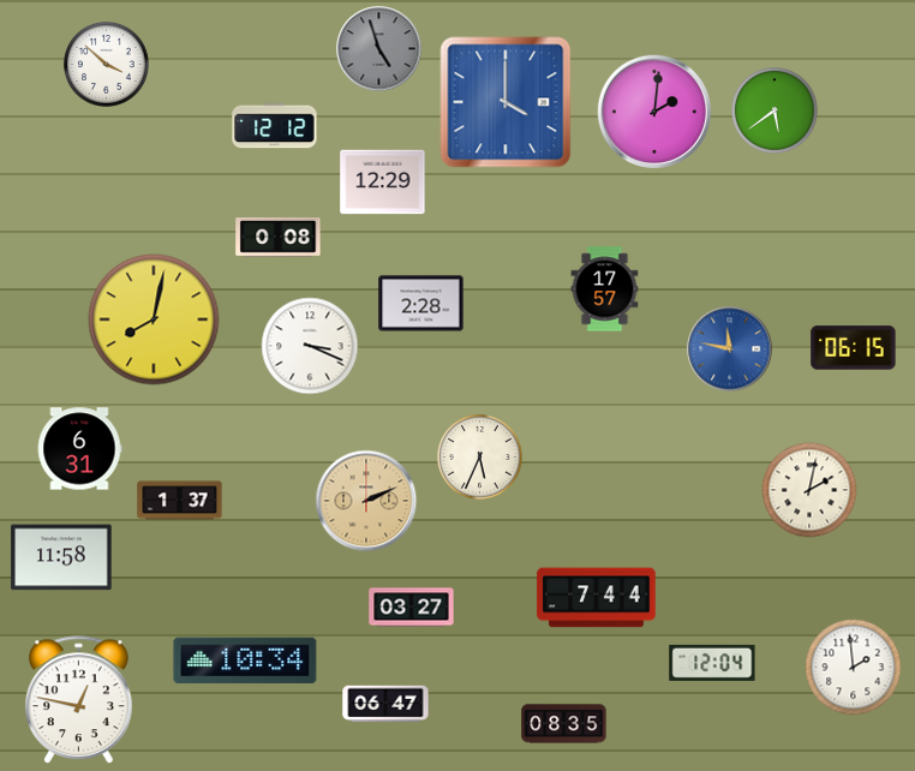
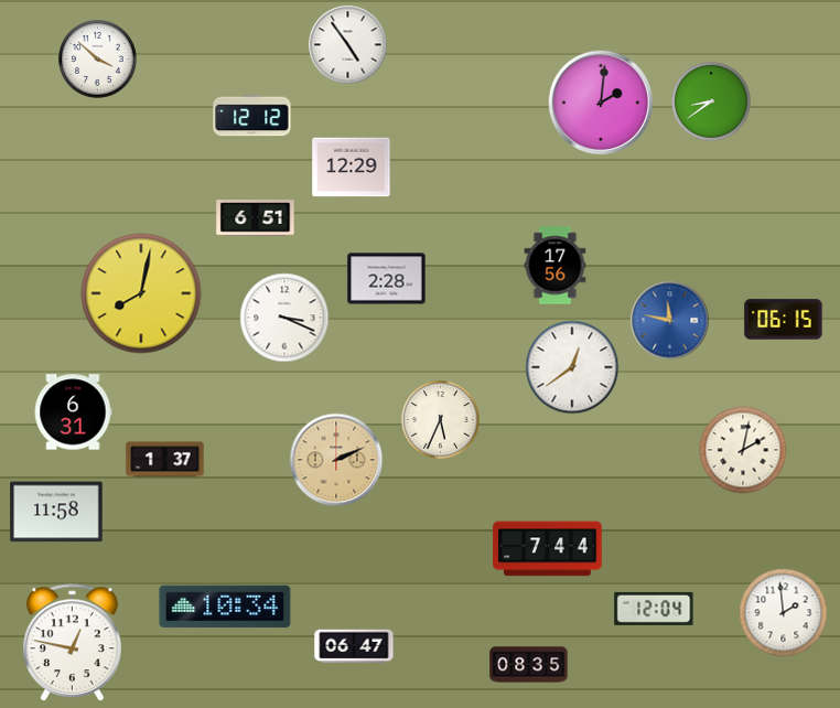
clock at (379, 49): 4:57 -> 4:54
clock at (379, 49) dial: grey -> white
clock at (506, 102): 4:00 -> none
clock at (775, 110): 5:39 -> 8:39
clock at (279, 238): 0:08 -> 6:51
clock at (605, 289): 17:57 -> 17:56
clock at (572, 367): none -> 12:39
clock at (412, 608): 03:27 -> none
clock at (564, 724) position: (564, 724) -> (529, 665)
